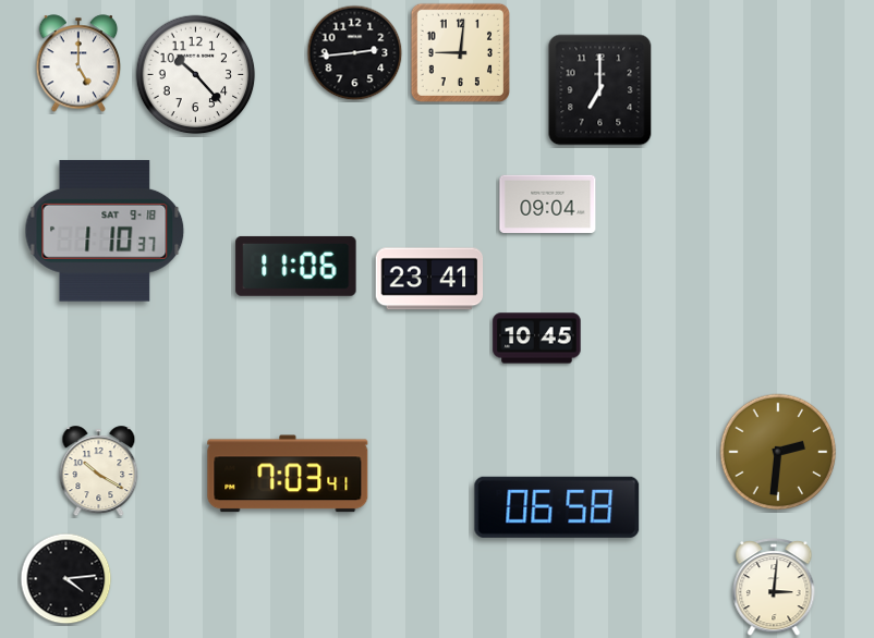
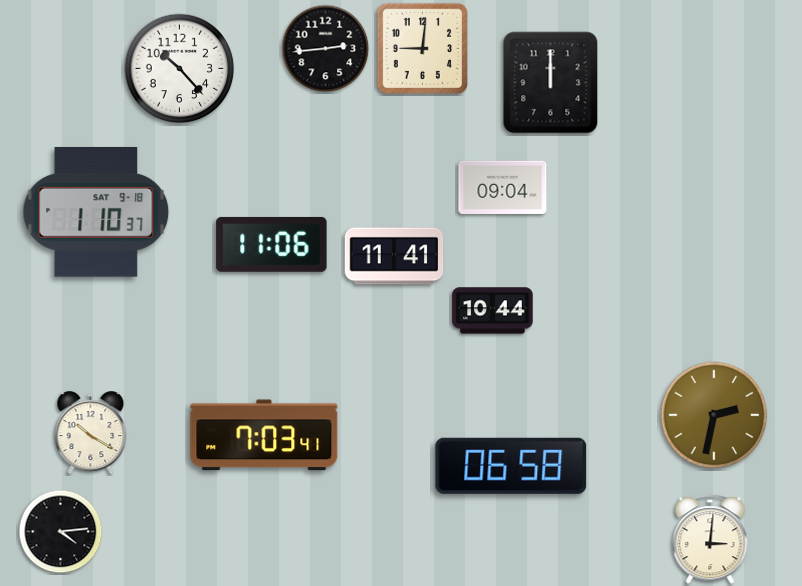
clock at (78, 63): 5:00 -> none
clock at (600, 90): 7:00 -> 12:00
clock at (429, 279): 23:41 -> 11:41
clock at (537, 339): 10:45 -> 10:44
clock at (778, 452): 2:31 -> 2:32
